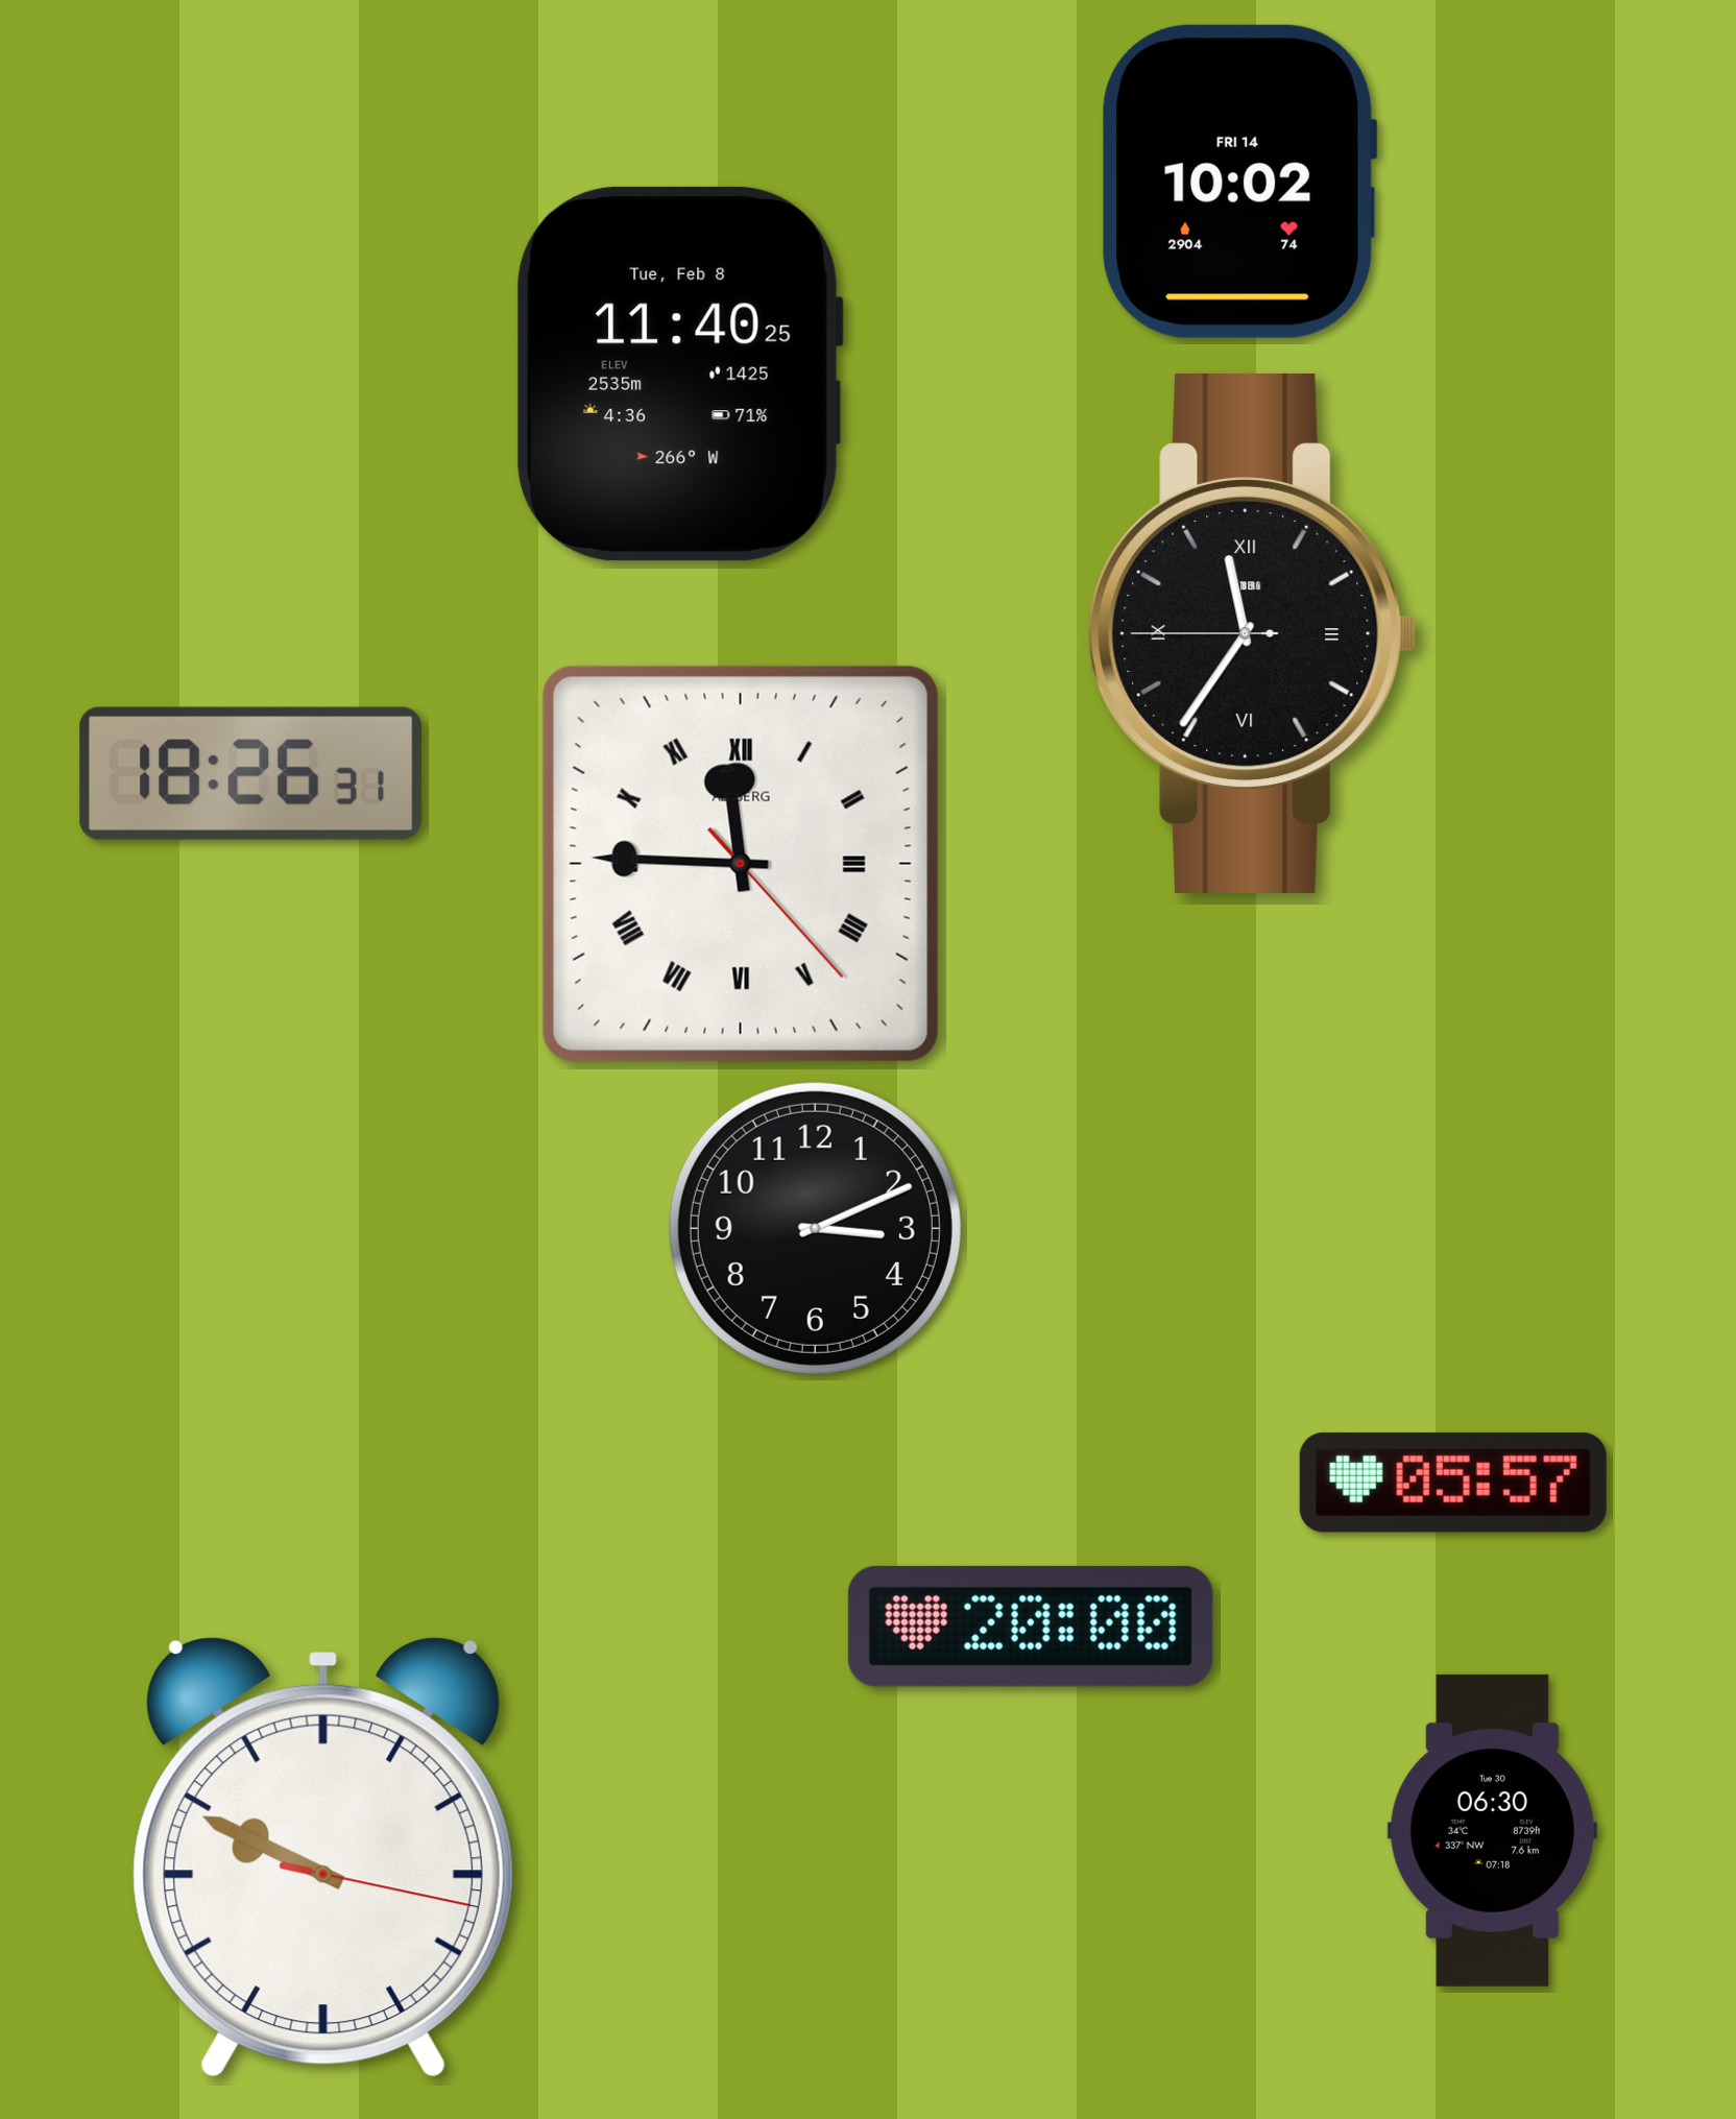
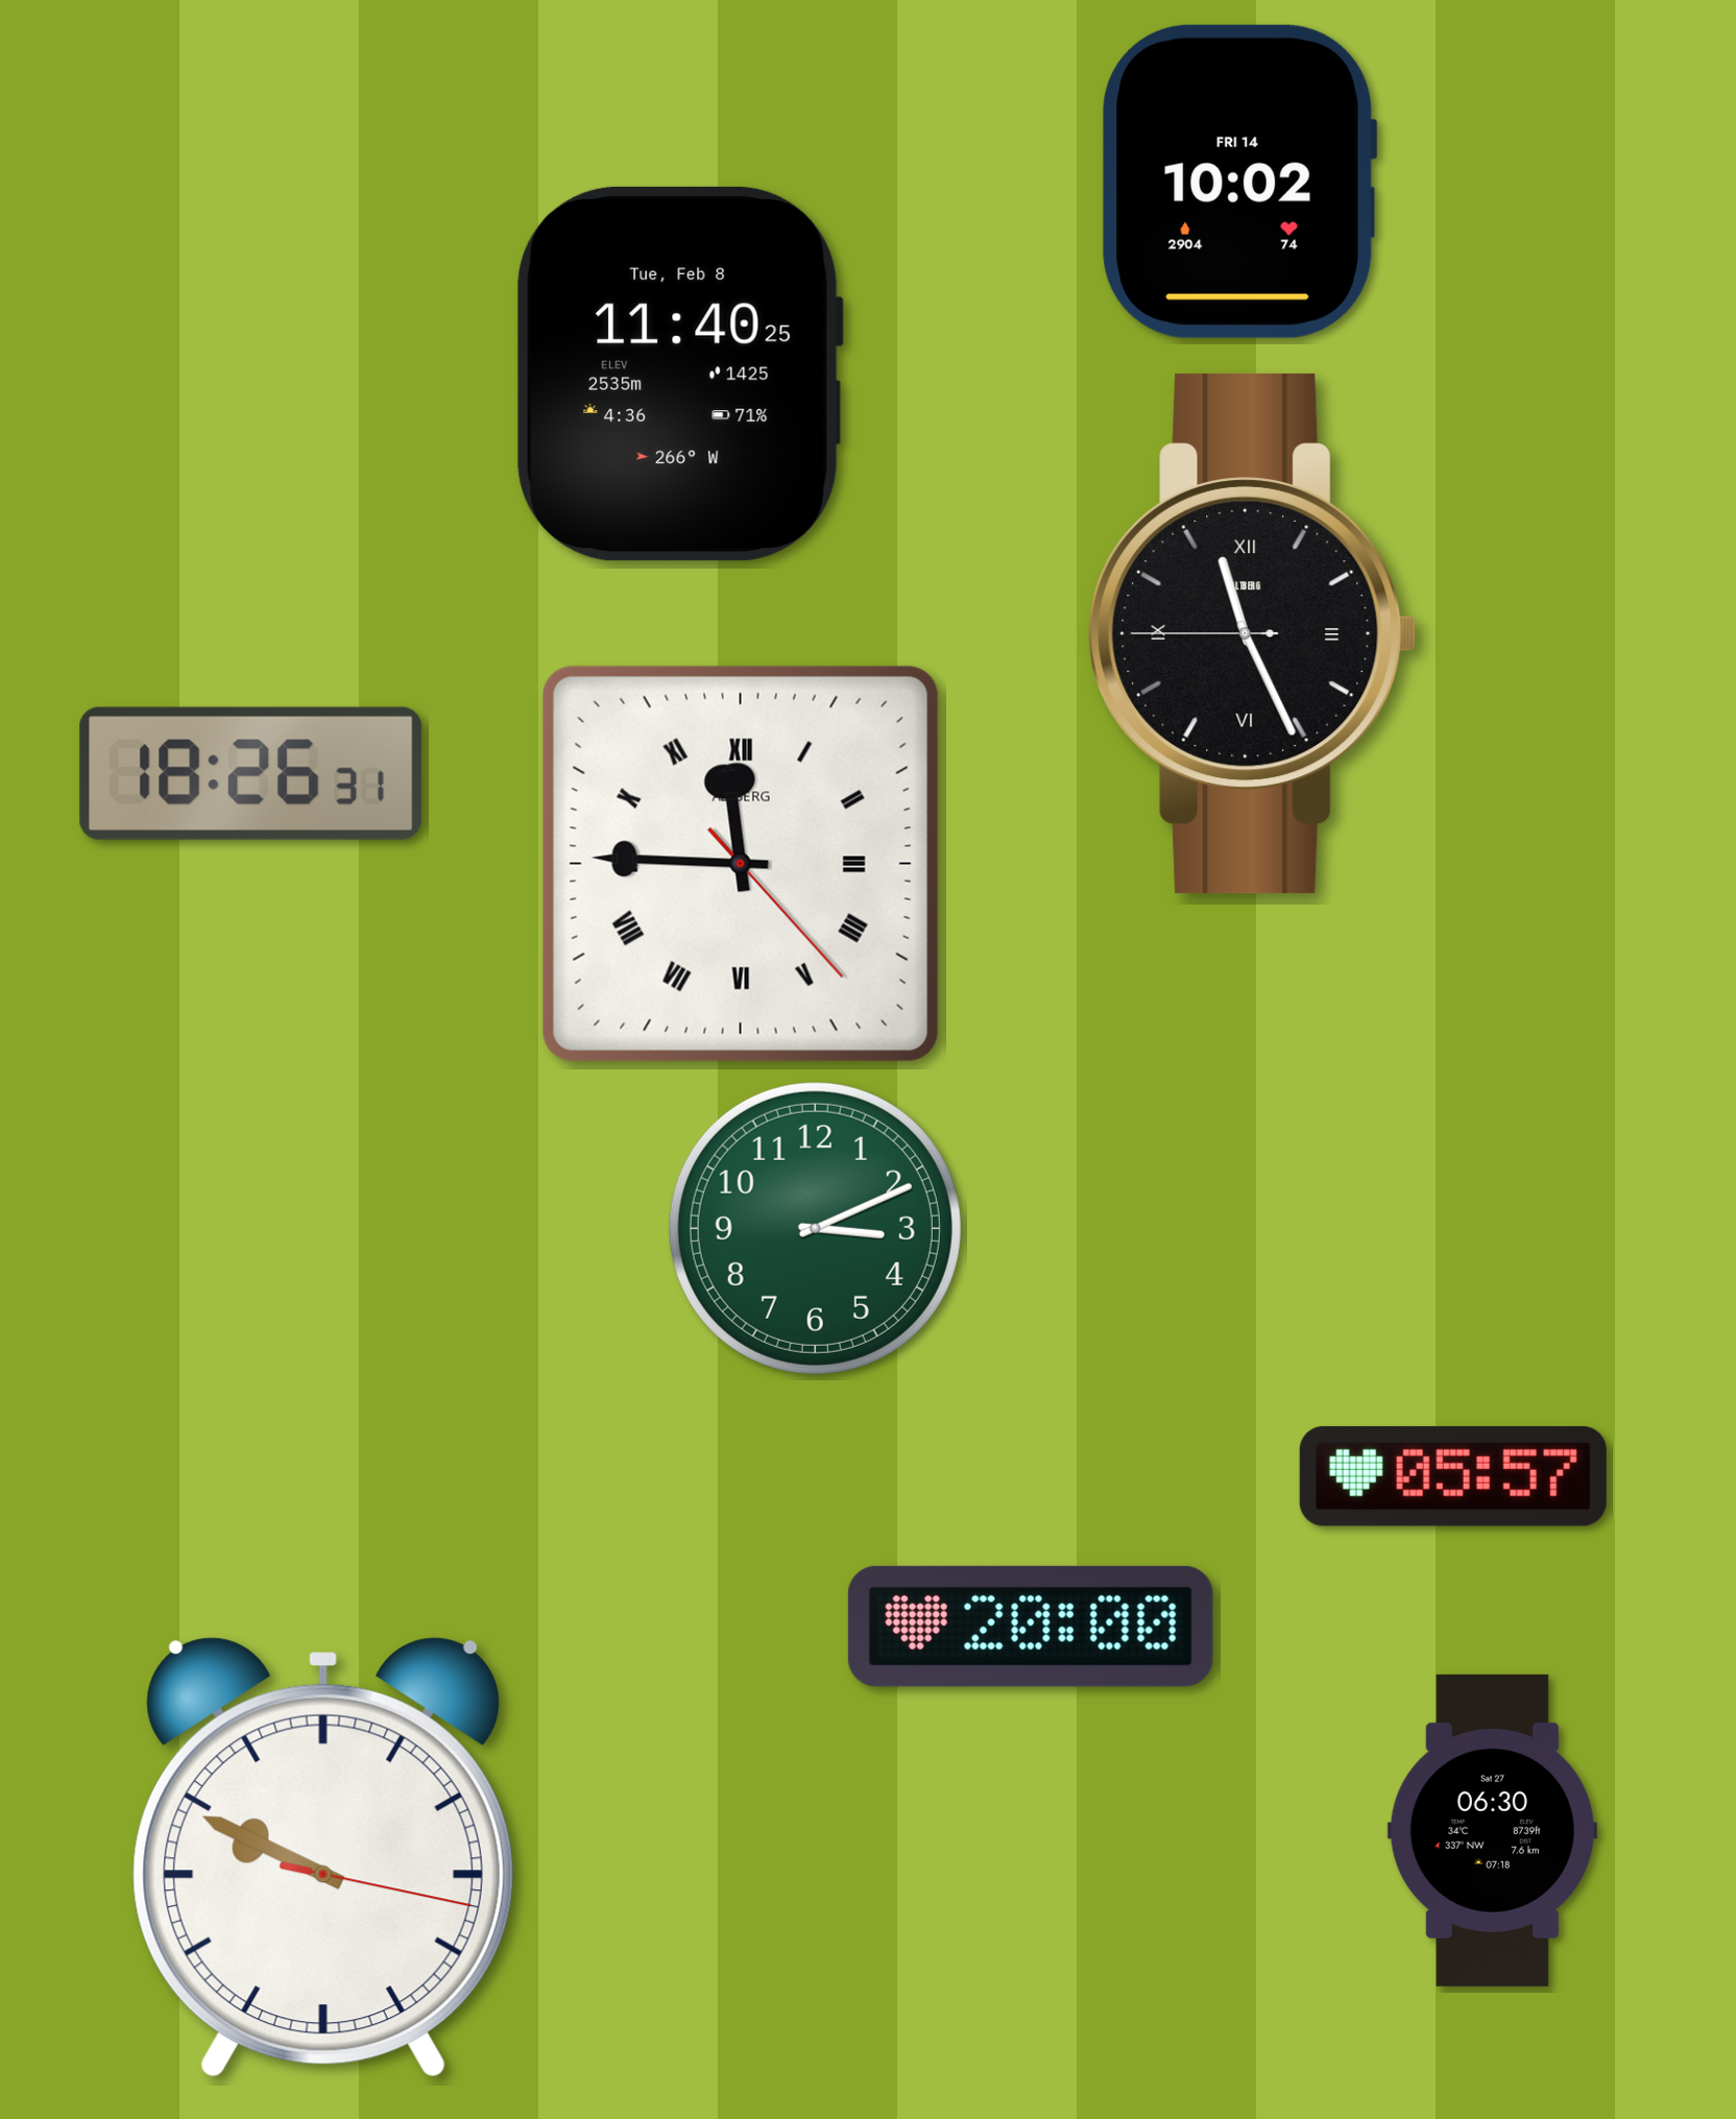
clock at (1253, 633): 11:35 -> 11:25
clock at (815, 1228) dial: black -> green
clock at (1453, 1483) position: (1453, 1483) -> (1453, 1476)
clock at (1492, 1830) date: Tue 30 -> Sat 27
